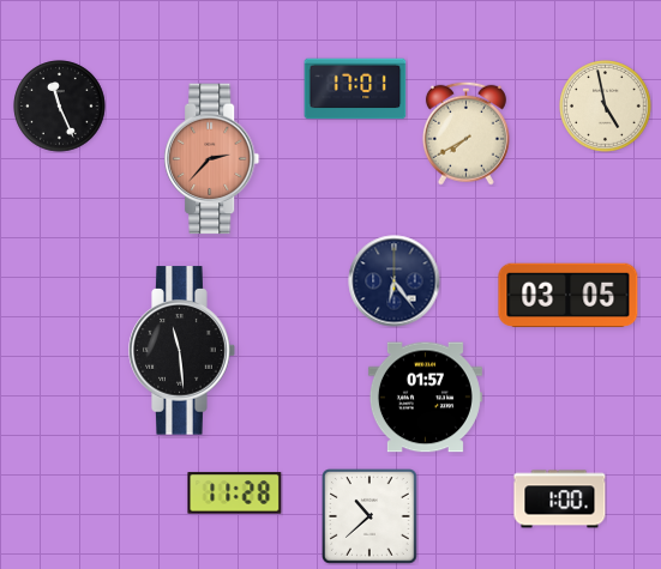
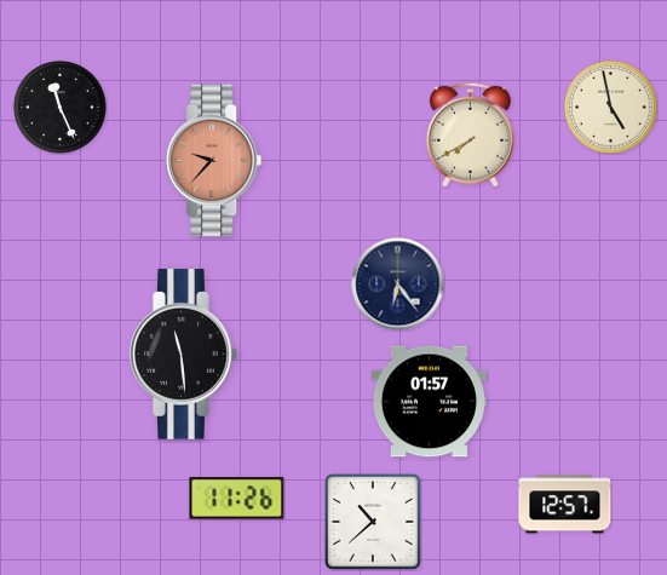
clock at (355, 89): 17:01 -> none
clock at (212, 159): 2:37 -> 9:37
clock at (569, 296): 03:05 -> none
clock at (235, 494): 11:28 -> 11:26
clock at (560, 500): 1:00 -> 12:57
